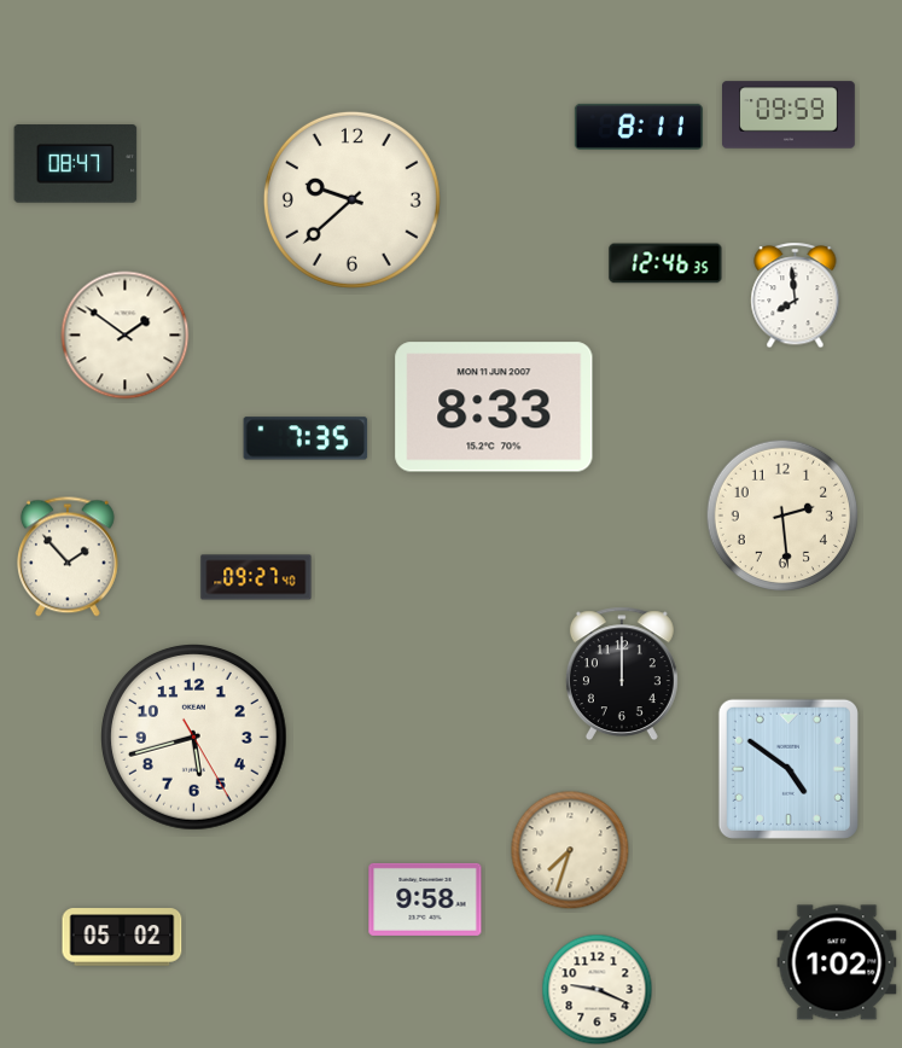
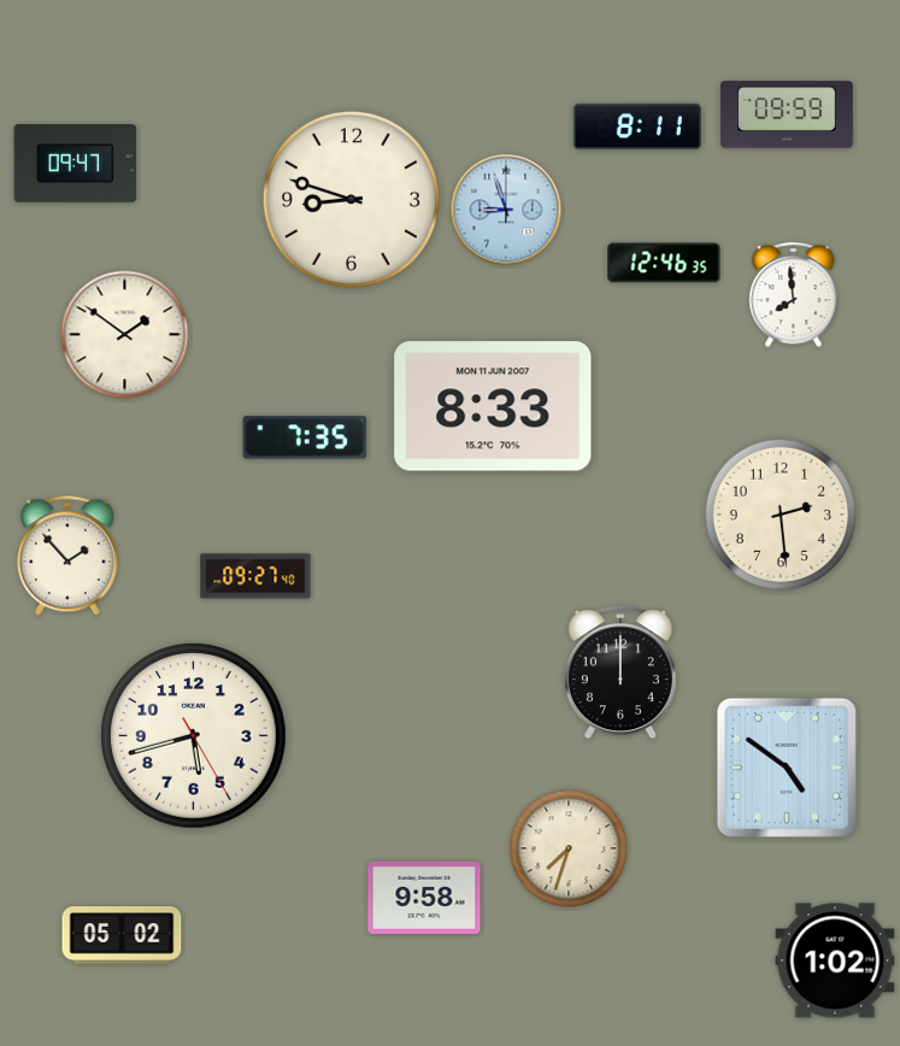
clock at (76, 164): 08:47 -> 09:47
clock at (351, 199): 9:38 -> 8:48
clock at (506, 210): none -> 8:57
clock at (598, 990): 9:19 -> none
